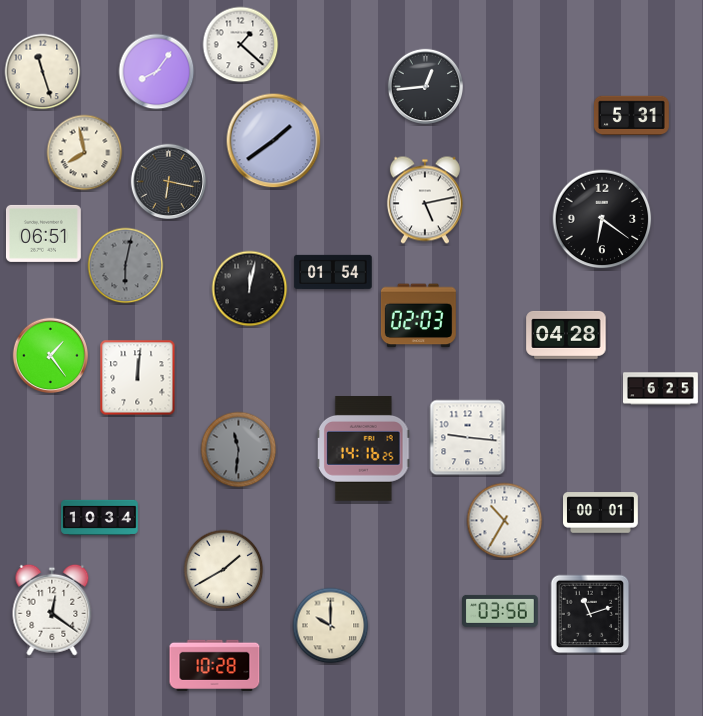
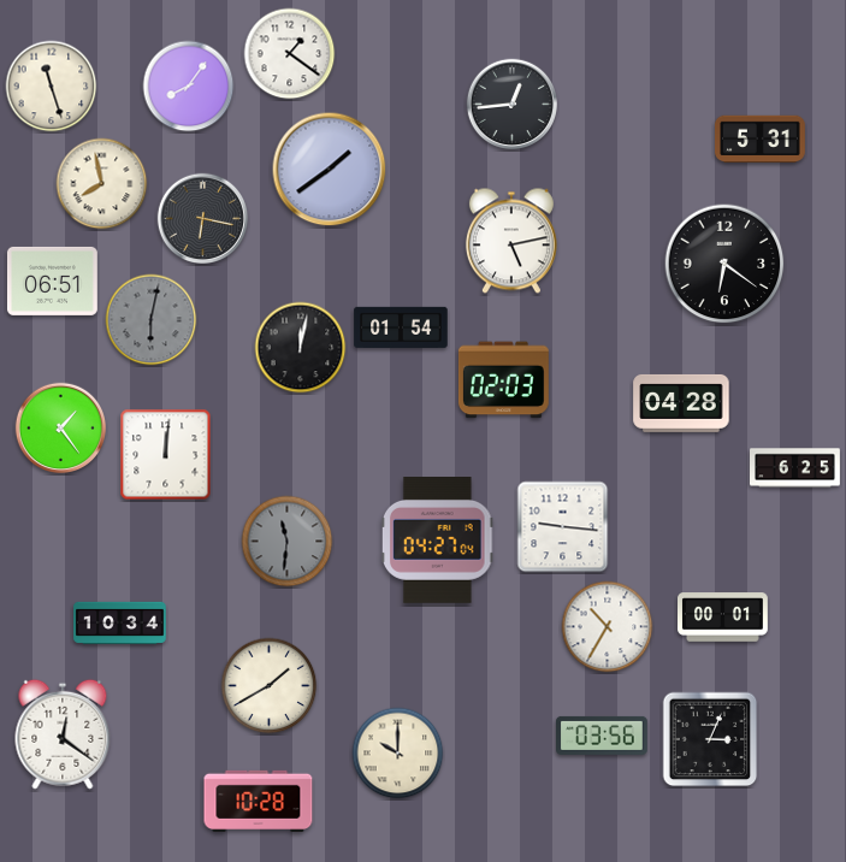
clock at (241, 45): 1:22 -> 1:21
clock at (364, 449): 14:16 -> 04:27
clock at (590, 614): 11:12 -> 3:04
